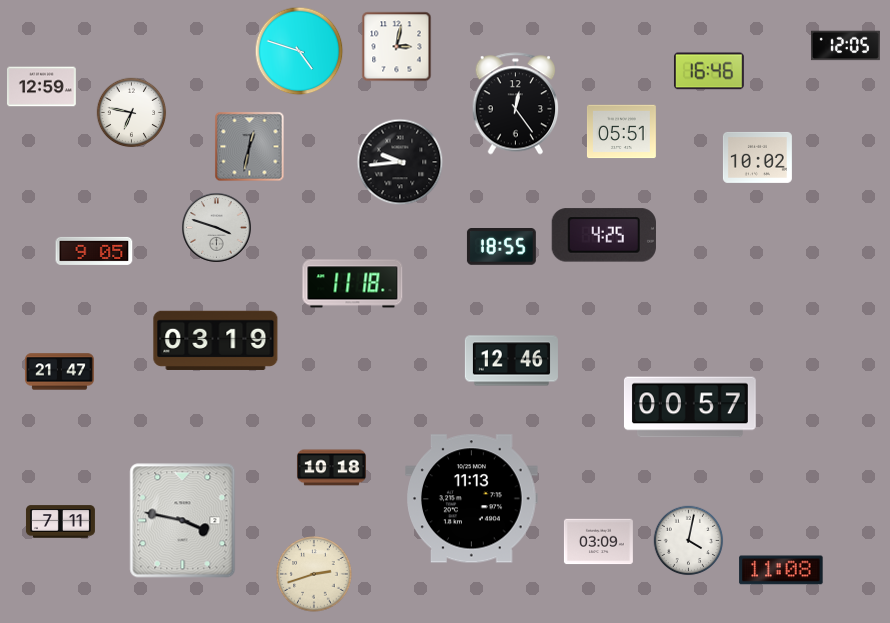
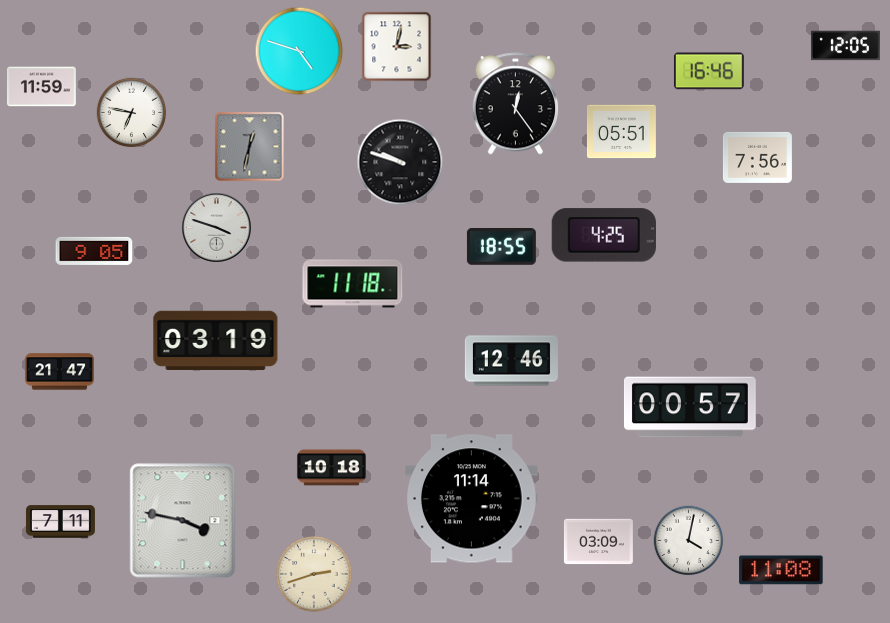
clock at (41, 87): 12:59 -> 11:59
clock at (757, 157): 10:02 -> 7:56
clock at (400, 162): 9:44 -> 9:48
clock at (472, 499): 11:13 -> 11:14
